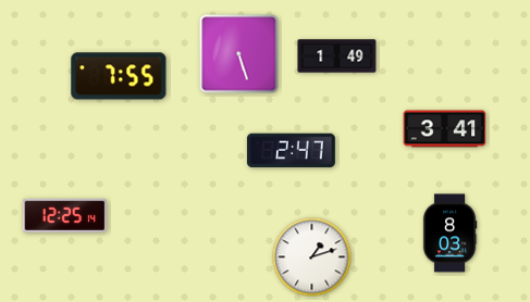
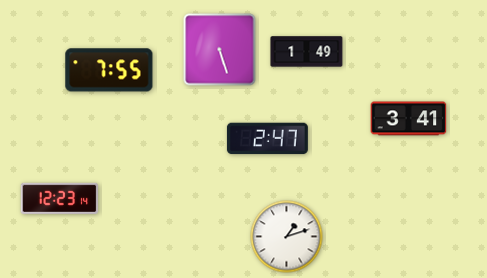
clock at (337, 56) position: (337, 56) -> (307, 52)
clock at (65, 215): 12:25 -> 12:23
clock at (449, 234): 8:03 -> none
